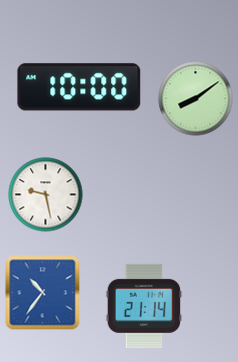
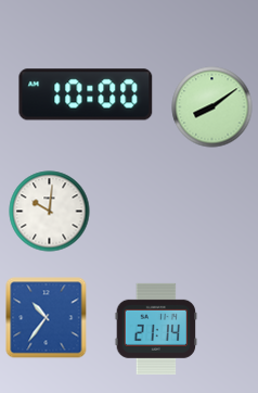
clock at (46, 195): 9:28 -> 10:01
clock at (144, 306) position: (144, 306) -> (156, 329)
